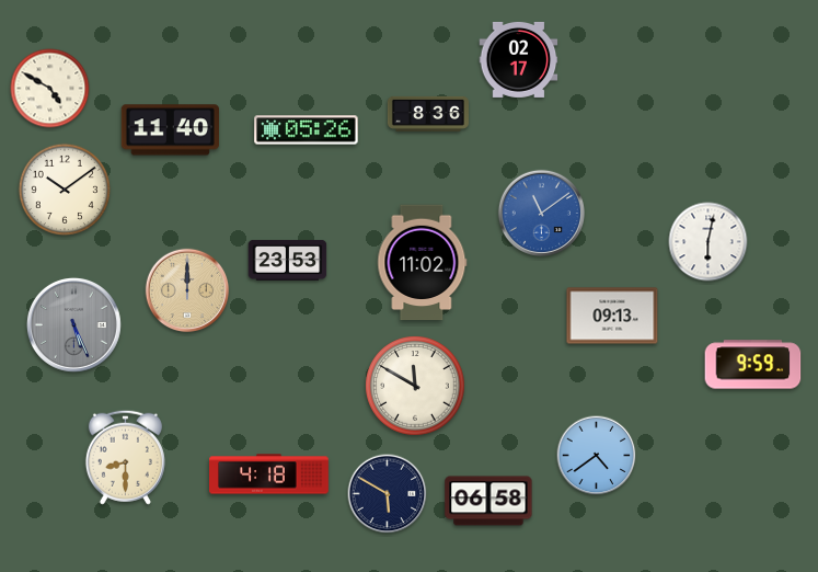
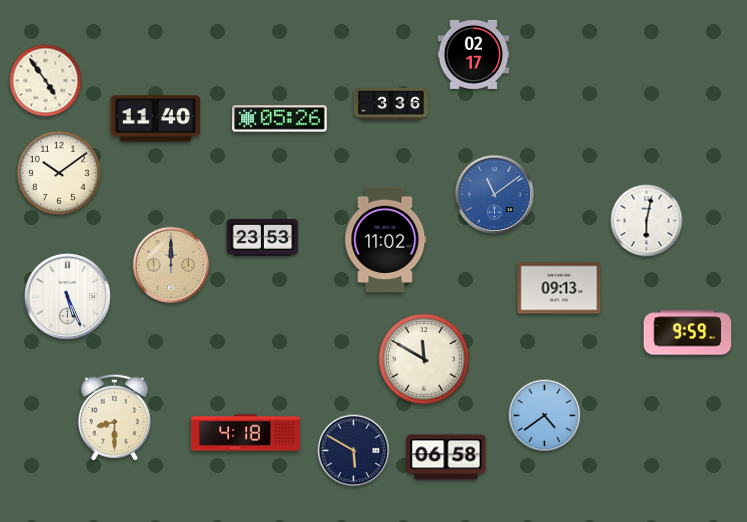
clock at (50, 89): 4:50 -> 4:54
clock at (428, 114): 8:36 -> 3:36
clock at (73, 324) dial: grey -> white
clock at (415, 386) position: (415, 386) -> (424, 359)
